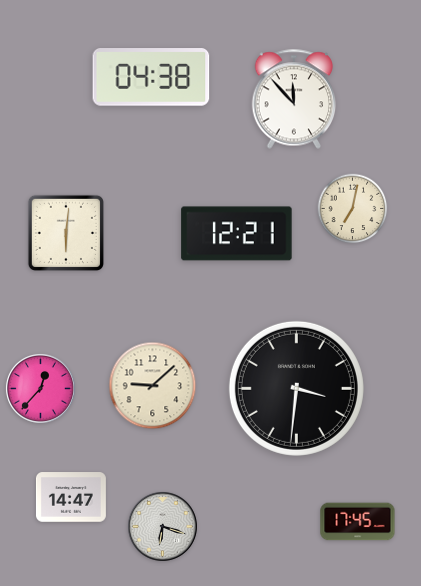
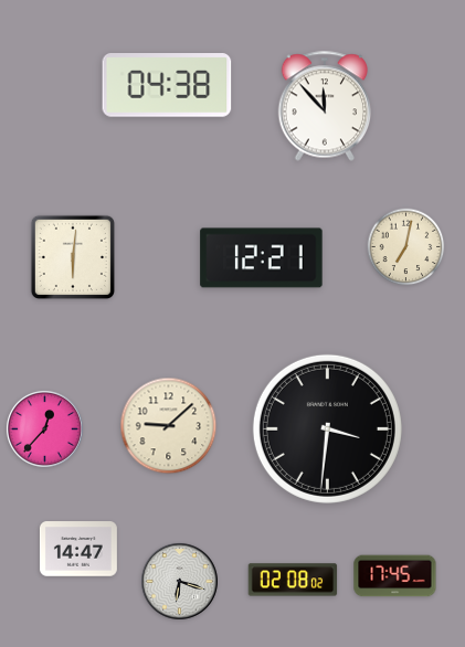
clock at (294, 99) position: (294, 99) -> (325, 106)
clock at (353, 209) position: (353, 209) -> (406, 247)
clock at (293, 580): none -> 02:08
